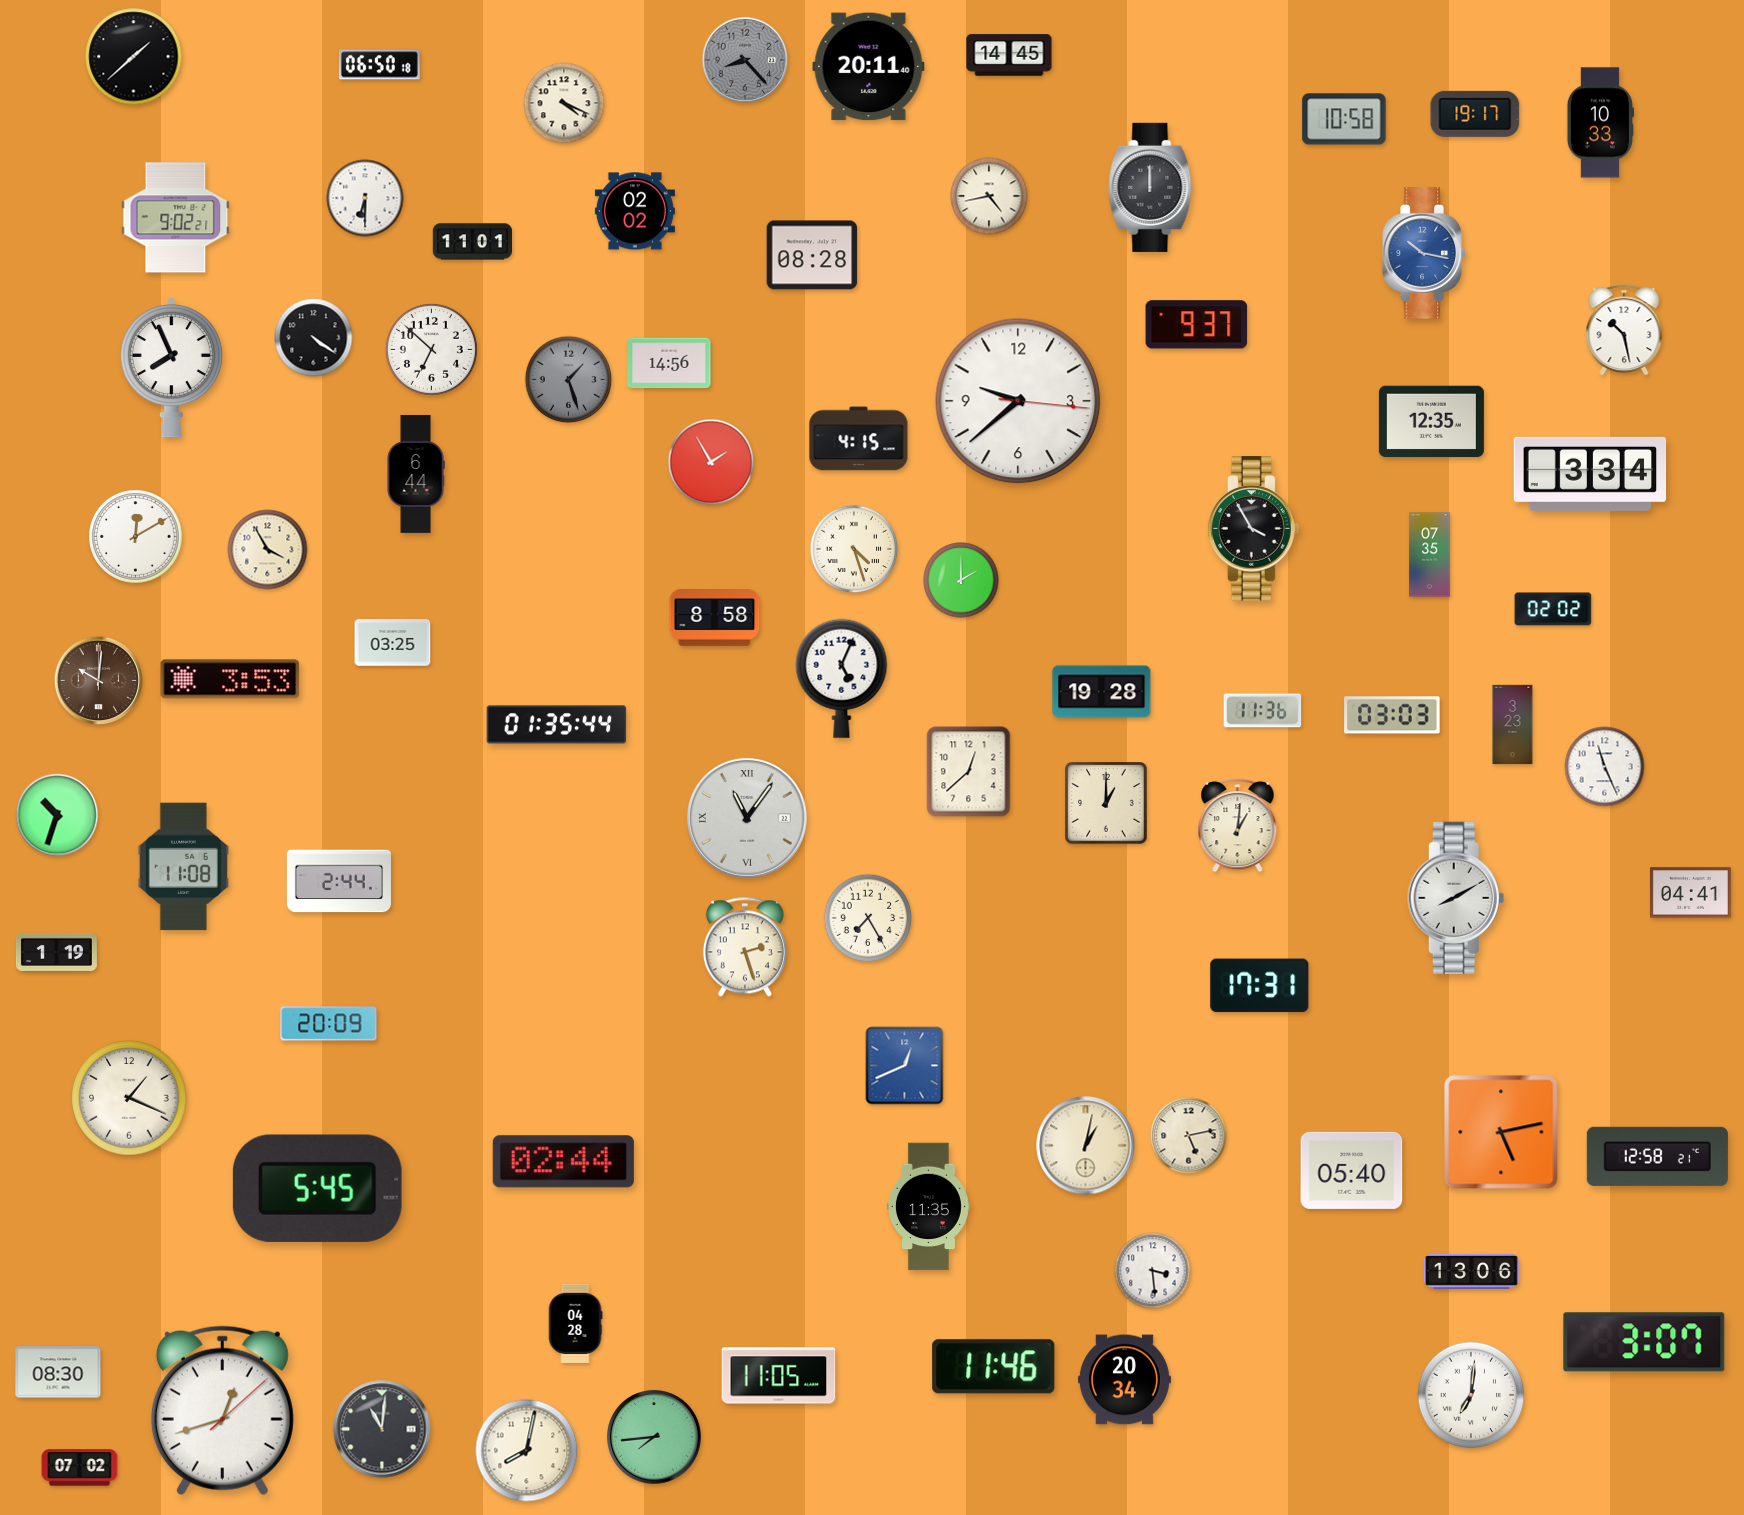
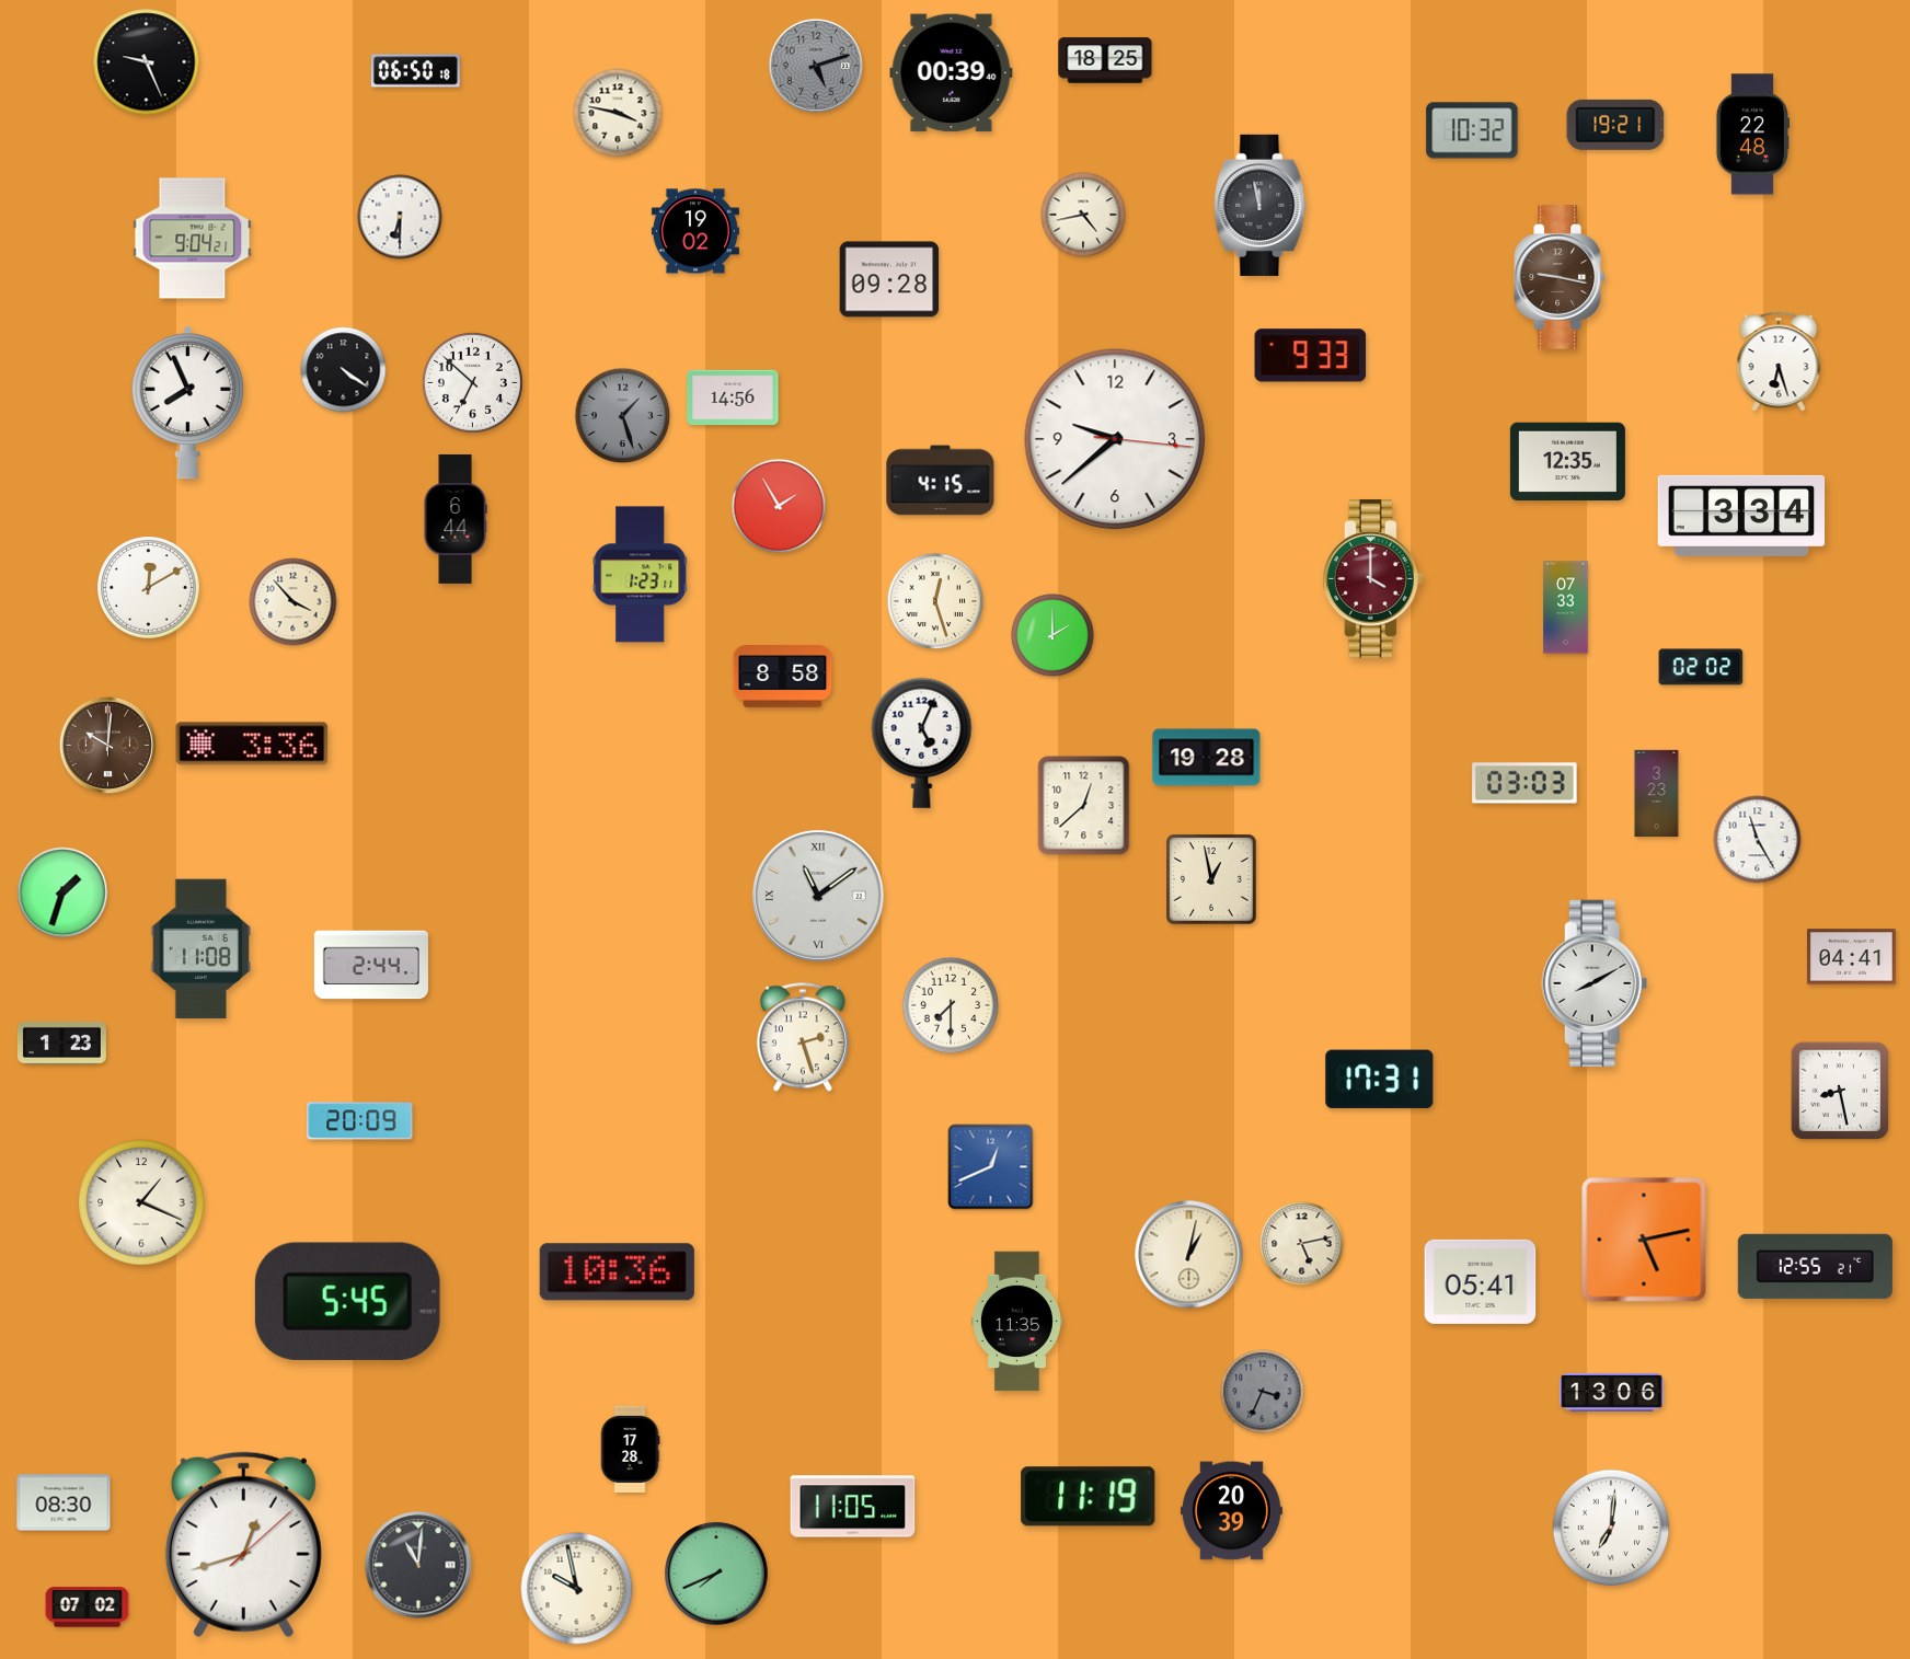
clock at (1009, 55): 14:45 -> 18:25
clock at (134, 57): 1:38 -> 9:26
clock at (745, 60): 8:23 -> 5:12
clock at (869, 67): 20:11 -> 00:39
clock at (564, 103): 4:19 -> 3:47
clock at (1475, 114): 19:17 -> 19:21
clock at (1344, 119): 10:58 -> 10:32
clock at (1600, 123): 10:33 -> 22:48
clock at (1151, 187): 12:00 -> 11:58
clock at (635, 211): 02:02 -> 19:02
clock at (176, 218): 9:02 -> 9:04
clock at (472, 242): 11:01 -> none
clock at (1424, 253): 10:17 -> 9:17
clock at (1424, 253) dial: blue -> brown
clock at (812, 255): 08:28 -> 09:28
clock at (1197, 325): 9:37 -> 9:33
clock at (1624, 330): 10:28 -> 6:27
clock at (1590, 474) position: (1590, 474) -> (1741, 516)
clock at (641, 575): none -> 1:23
clock at (1254, 529): 3:55 -> 4:00
clock at (1254, 529) dial: black -> burgundy
clock at (854, 549): 4:27 -> 12:27
clock at (268, 550): 3:55 -> 3:53
clock at (1430, 555): 07:35 -> 07:33
clock at (393, 643): 03:25 -> none
clock at (230, 679): 3:53 -> 3:36
clock at (1263, 711): 11:36 -> none
clock at (557, 725): 01:35 -> none
clock at (1605, 767): 11:26 -> 11:25
clock at (969, 772) position: (969, 772) -> (1084, 806)
clock at (1106, 803): 1:00 -> 12:58
clock at (57, 815): 10:33 -> 1:33
clock at (747, 818): 11:06 -> 11:09
clock at (1238, 825): 1:01 -> none
clock at (1690, 893) position: (1690, 893) -> (1851, 957)
clock at (868, 918): 7:25 -> 7:30
clock at (745, 947) position: (745, 947) -> (803, 1037)
clock at (56, 952): 1:19 -> 1:23
clock at (1840, 1091): none -> 8:28
clock at (1657, 1156): 12:58 -> 12:55
clock at (563, 1162): 02:44 -> 10:36
clock at (1352, 1170): 05:40 -> 05:41
clock at (1153, 1271): 3:29 -> 3:34
clock at (1153, 1271) dial: white -> grey
clock at (575, 1323): 04:28 -> 17:28
clock at (1644, 1342): 3:07 -> none
clock at (994, 1367): 11:46 -> 11:19
clock at (1124, 1380): 20:34 -> 20:39
clock at (654, 1437): 7:44 -> 7:41
clock at (527, 1451): 8:02 -> 9:58
